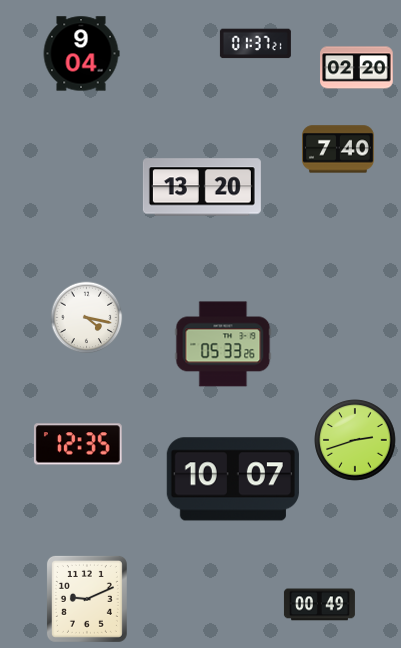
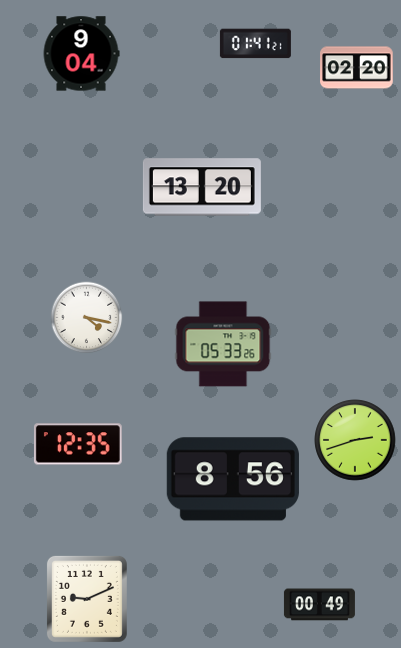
clock at (255, 44): 01:37 -> 01:41
clock at (339, 149): 7:40 -> none
clock at (233, 479): 10:07 -> 8:56
